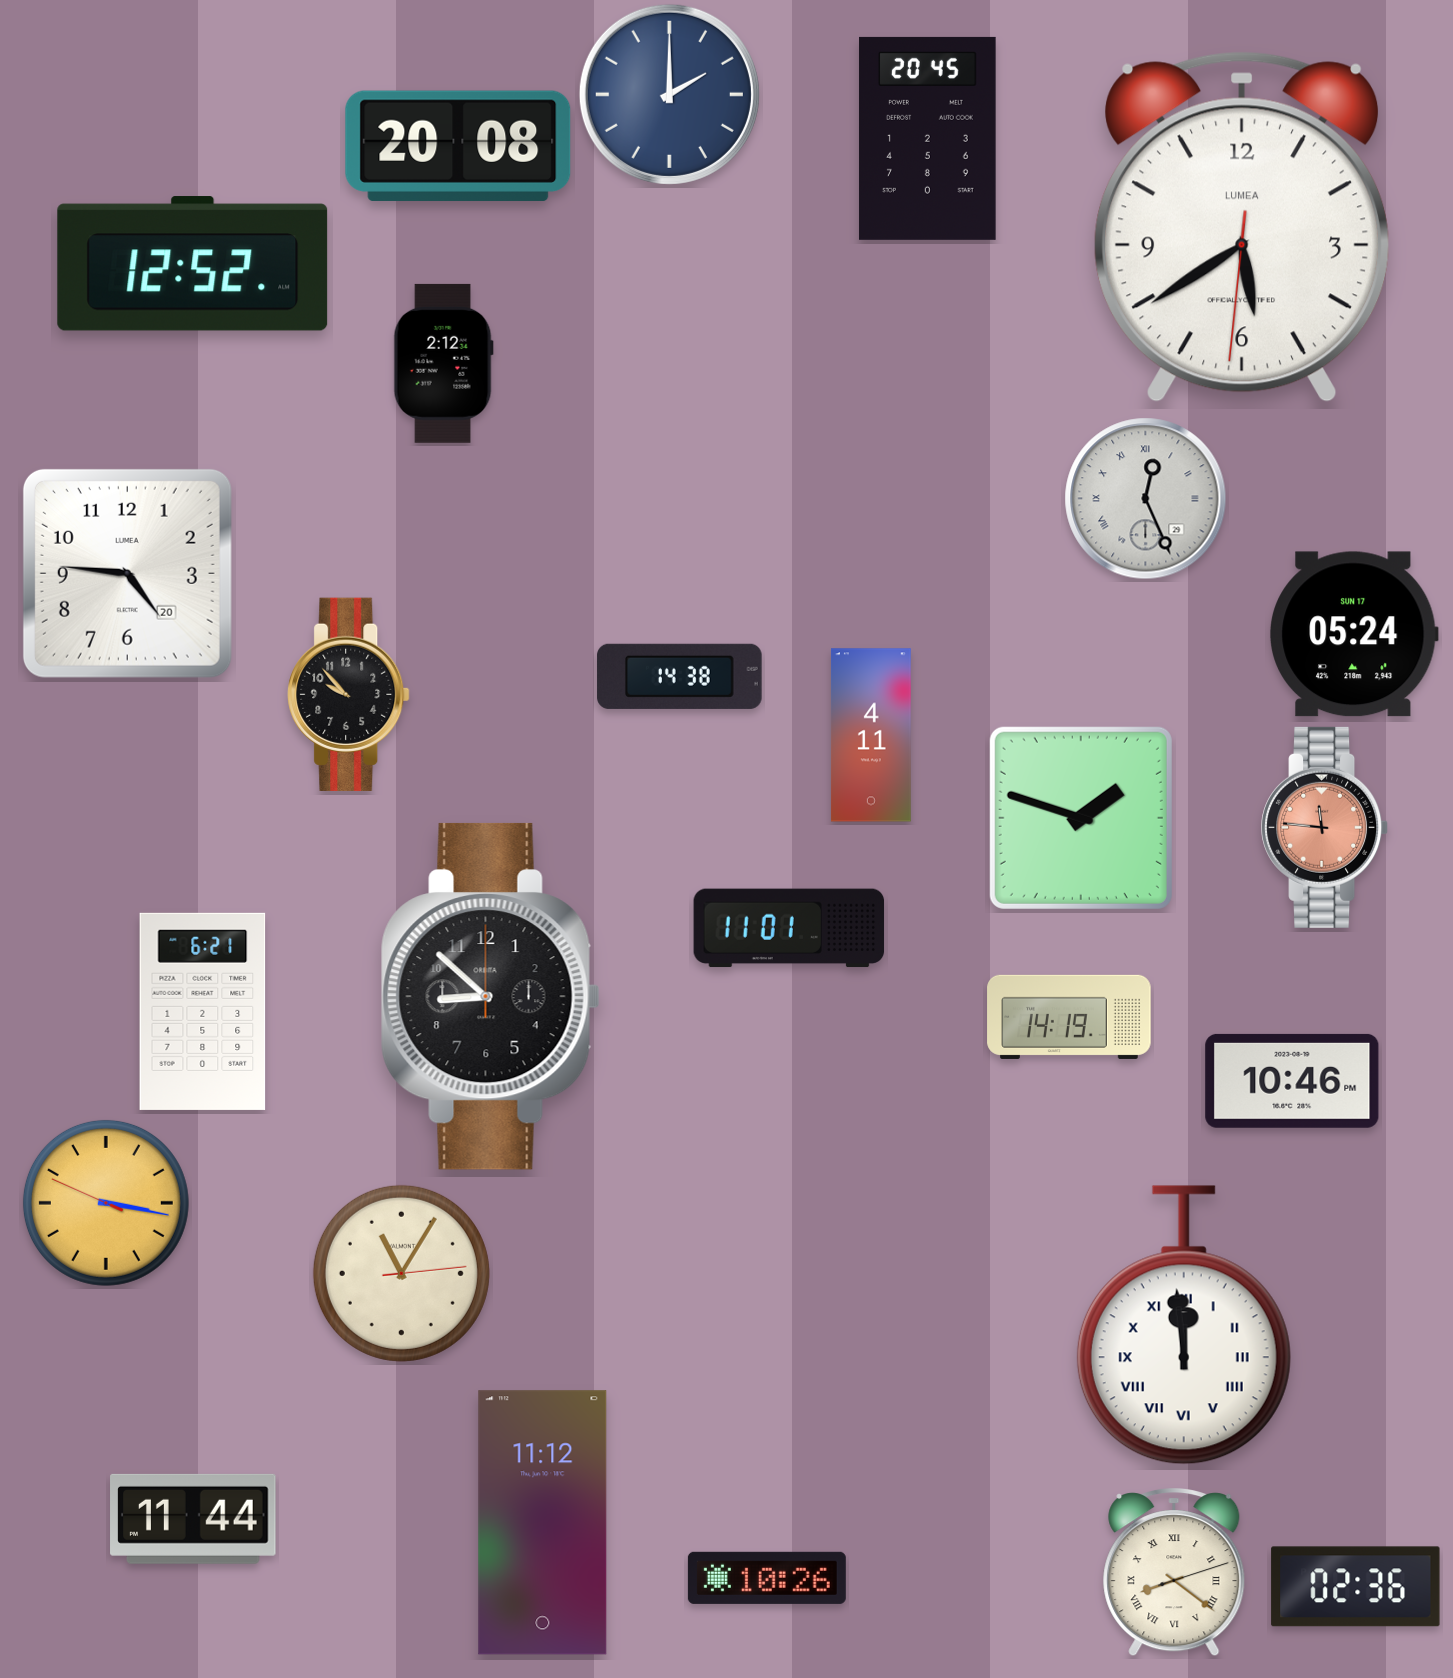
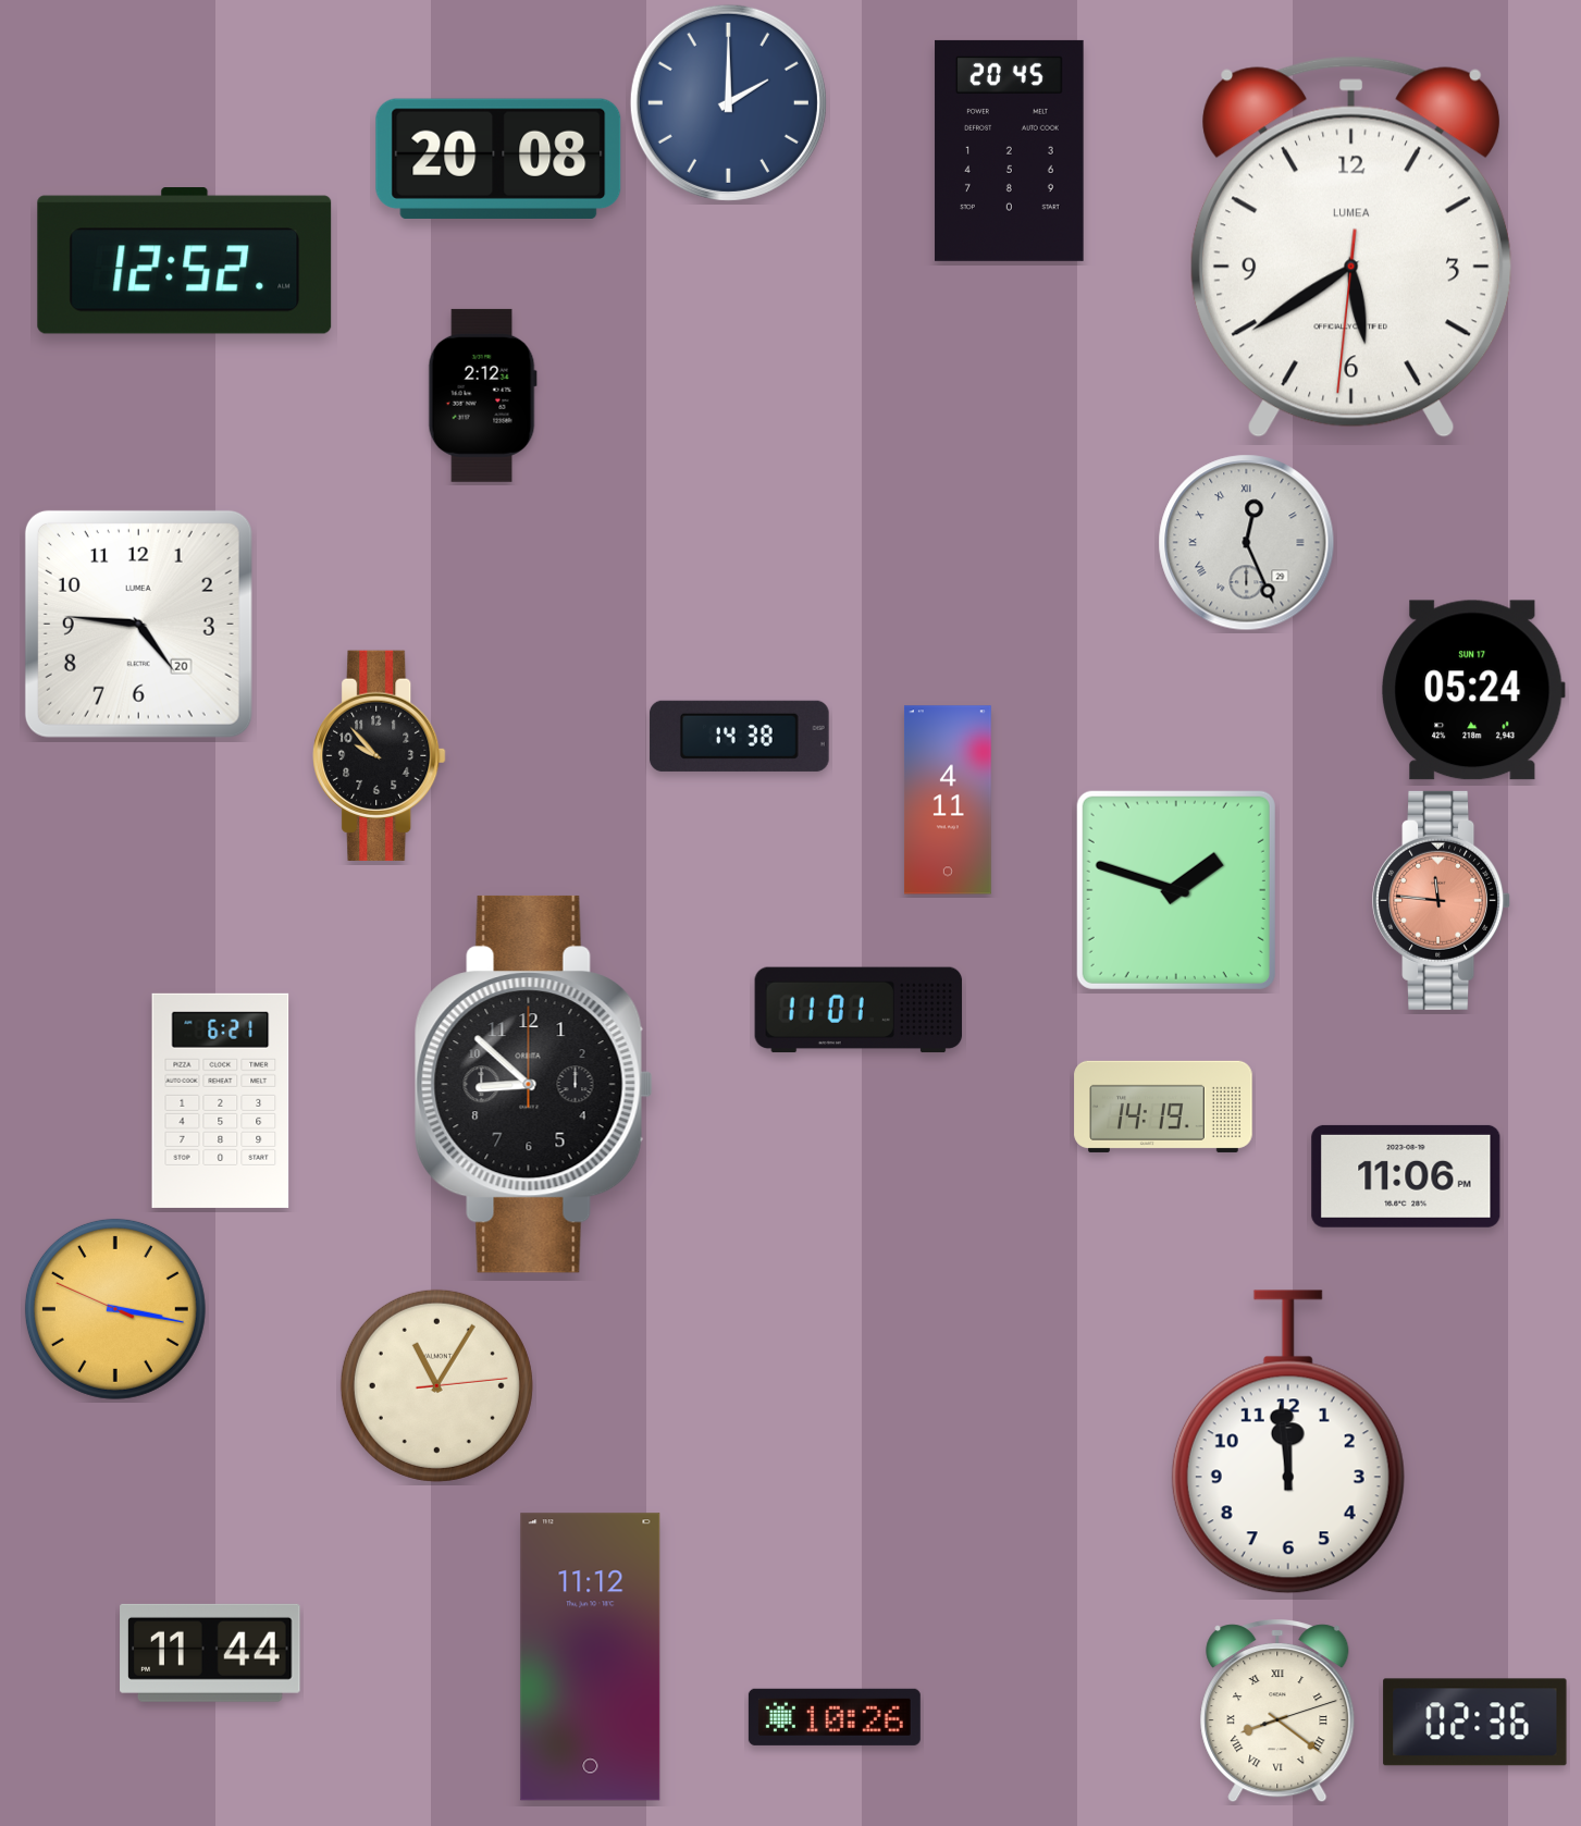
clock at (193, 264) position: (193, 264) -> (185, 261)
clock at (1292, 1081): 10:46 -> 11:06
clock at (1184, 1325) numerals: Roman -> Arabic
clock at (1356, 1587) position: (1356, 1587) -> (1475, 1723)
